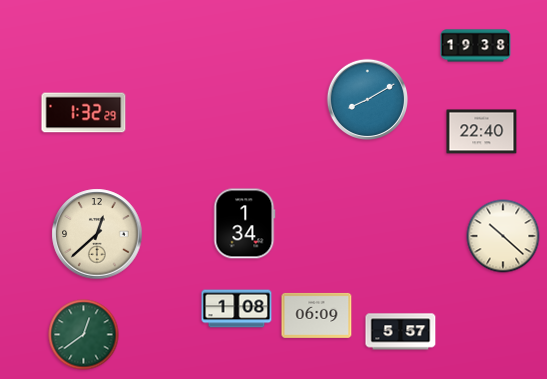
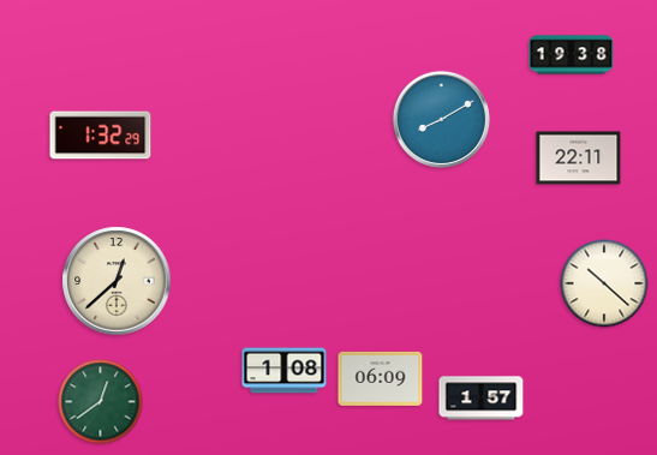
clock at (482, 132): 22:40 -> 22:11
clock at (245, 224): 1:34 -> none
clock at (401, 332): 5:57 -> 1:57
